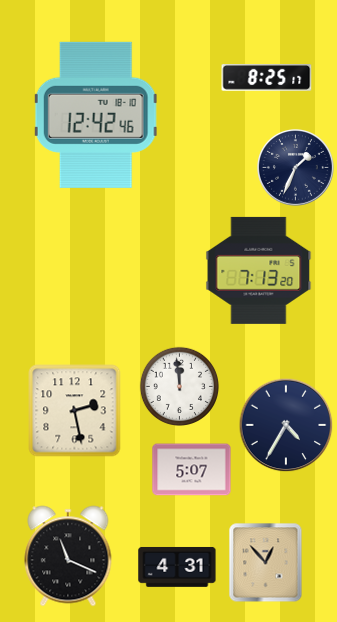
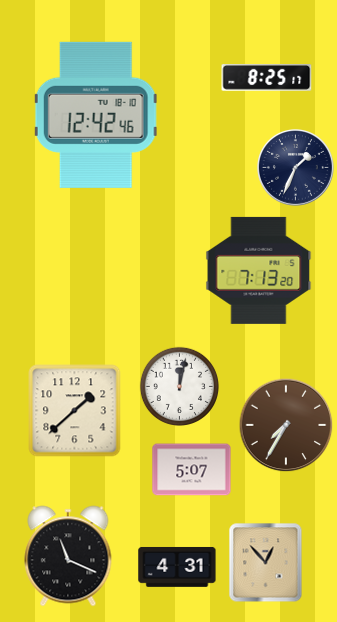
clock at (179, 386): 11:59 -> 12:02
clock at (75, 411): 2:28 -> 1:38
clock at (286, 425): 4:35 -> 7:35
clock at (286, 425) dial: navy -> brown
